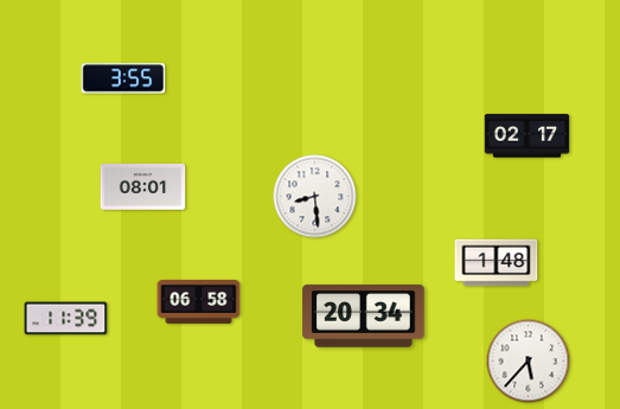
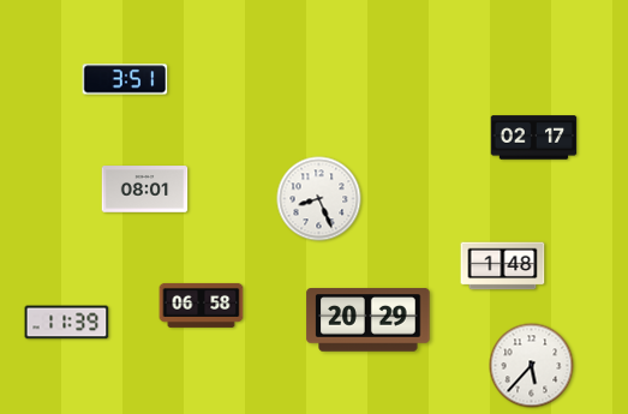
clock at (123, 78): 3:55 -> 3:51
clock at (315, 197): 8:29 -> 8:26
clock at (364, 317): 20:34 -> 20:29
clock at (529, 362) position: (529, 362) -> (532, 366)
